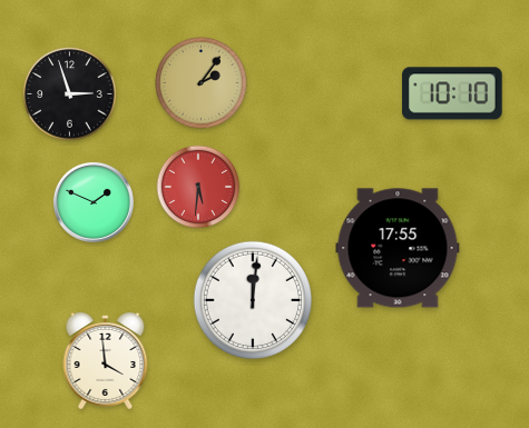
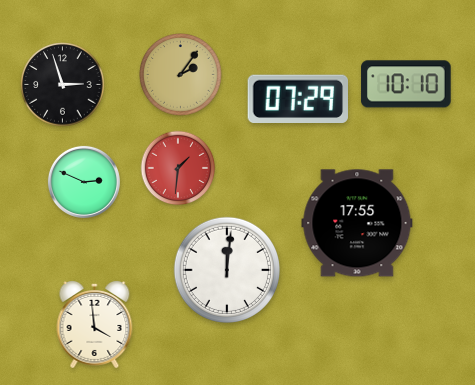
clock at (297, 98): none -> 07:29
clock at (198, 187): 5:31 -> 1:31
clock at (94, 202): 1:49 -> 2:49
